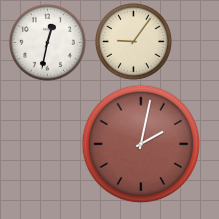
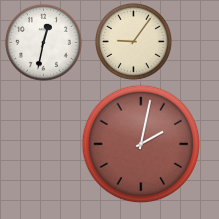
clock at (48, 43) position: (48, 43) -> (44, 43)
